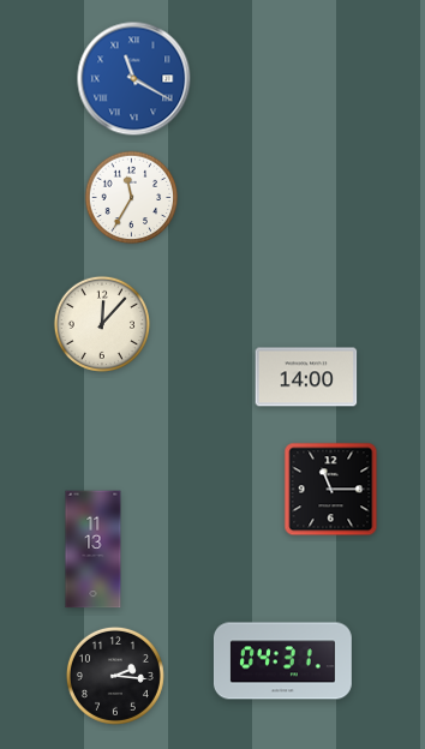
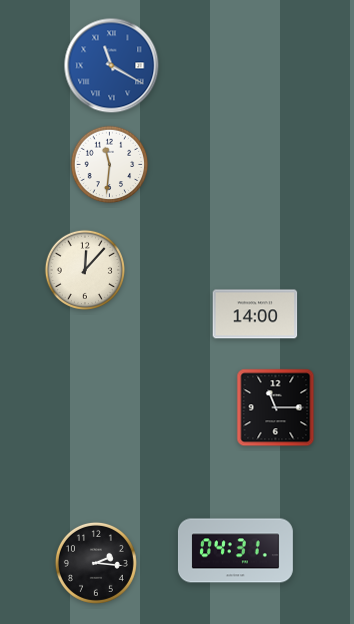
clock at (132, 198): 11:35 -> 11:31
clock at (94, 550): 11:13 -> none
